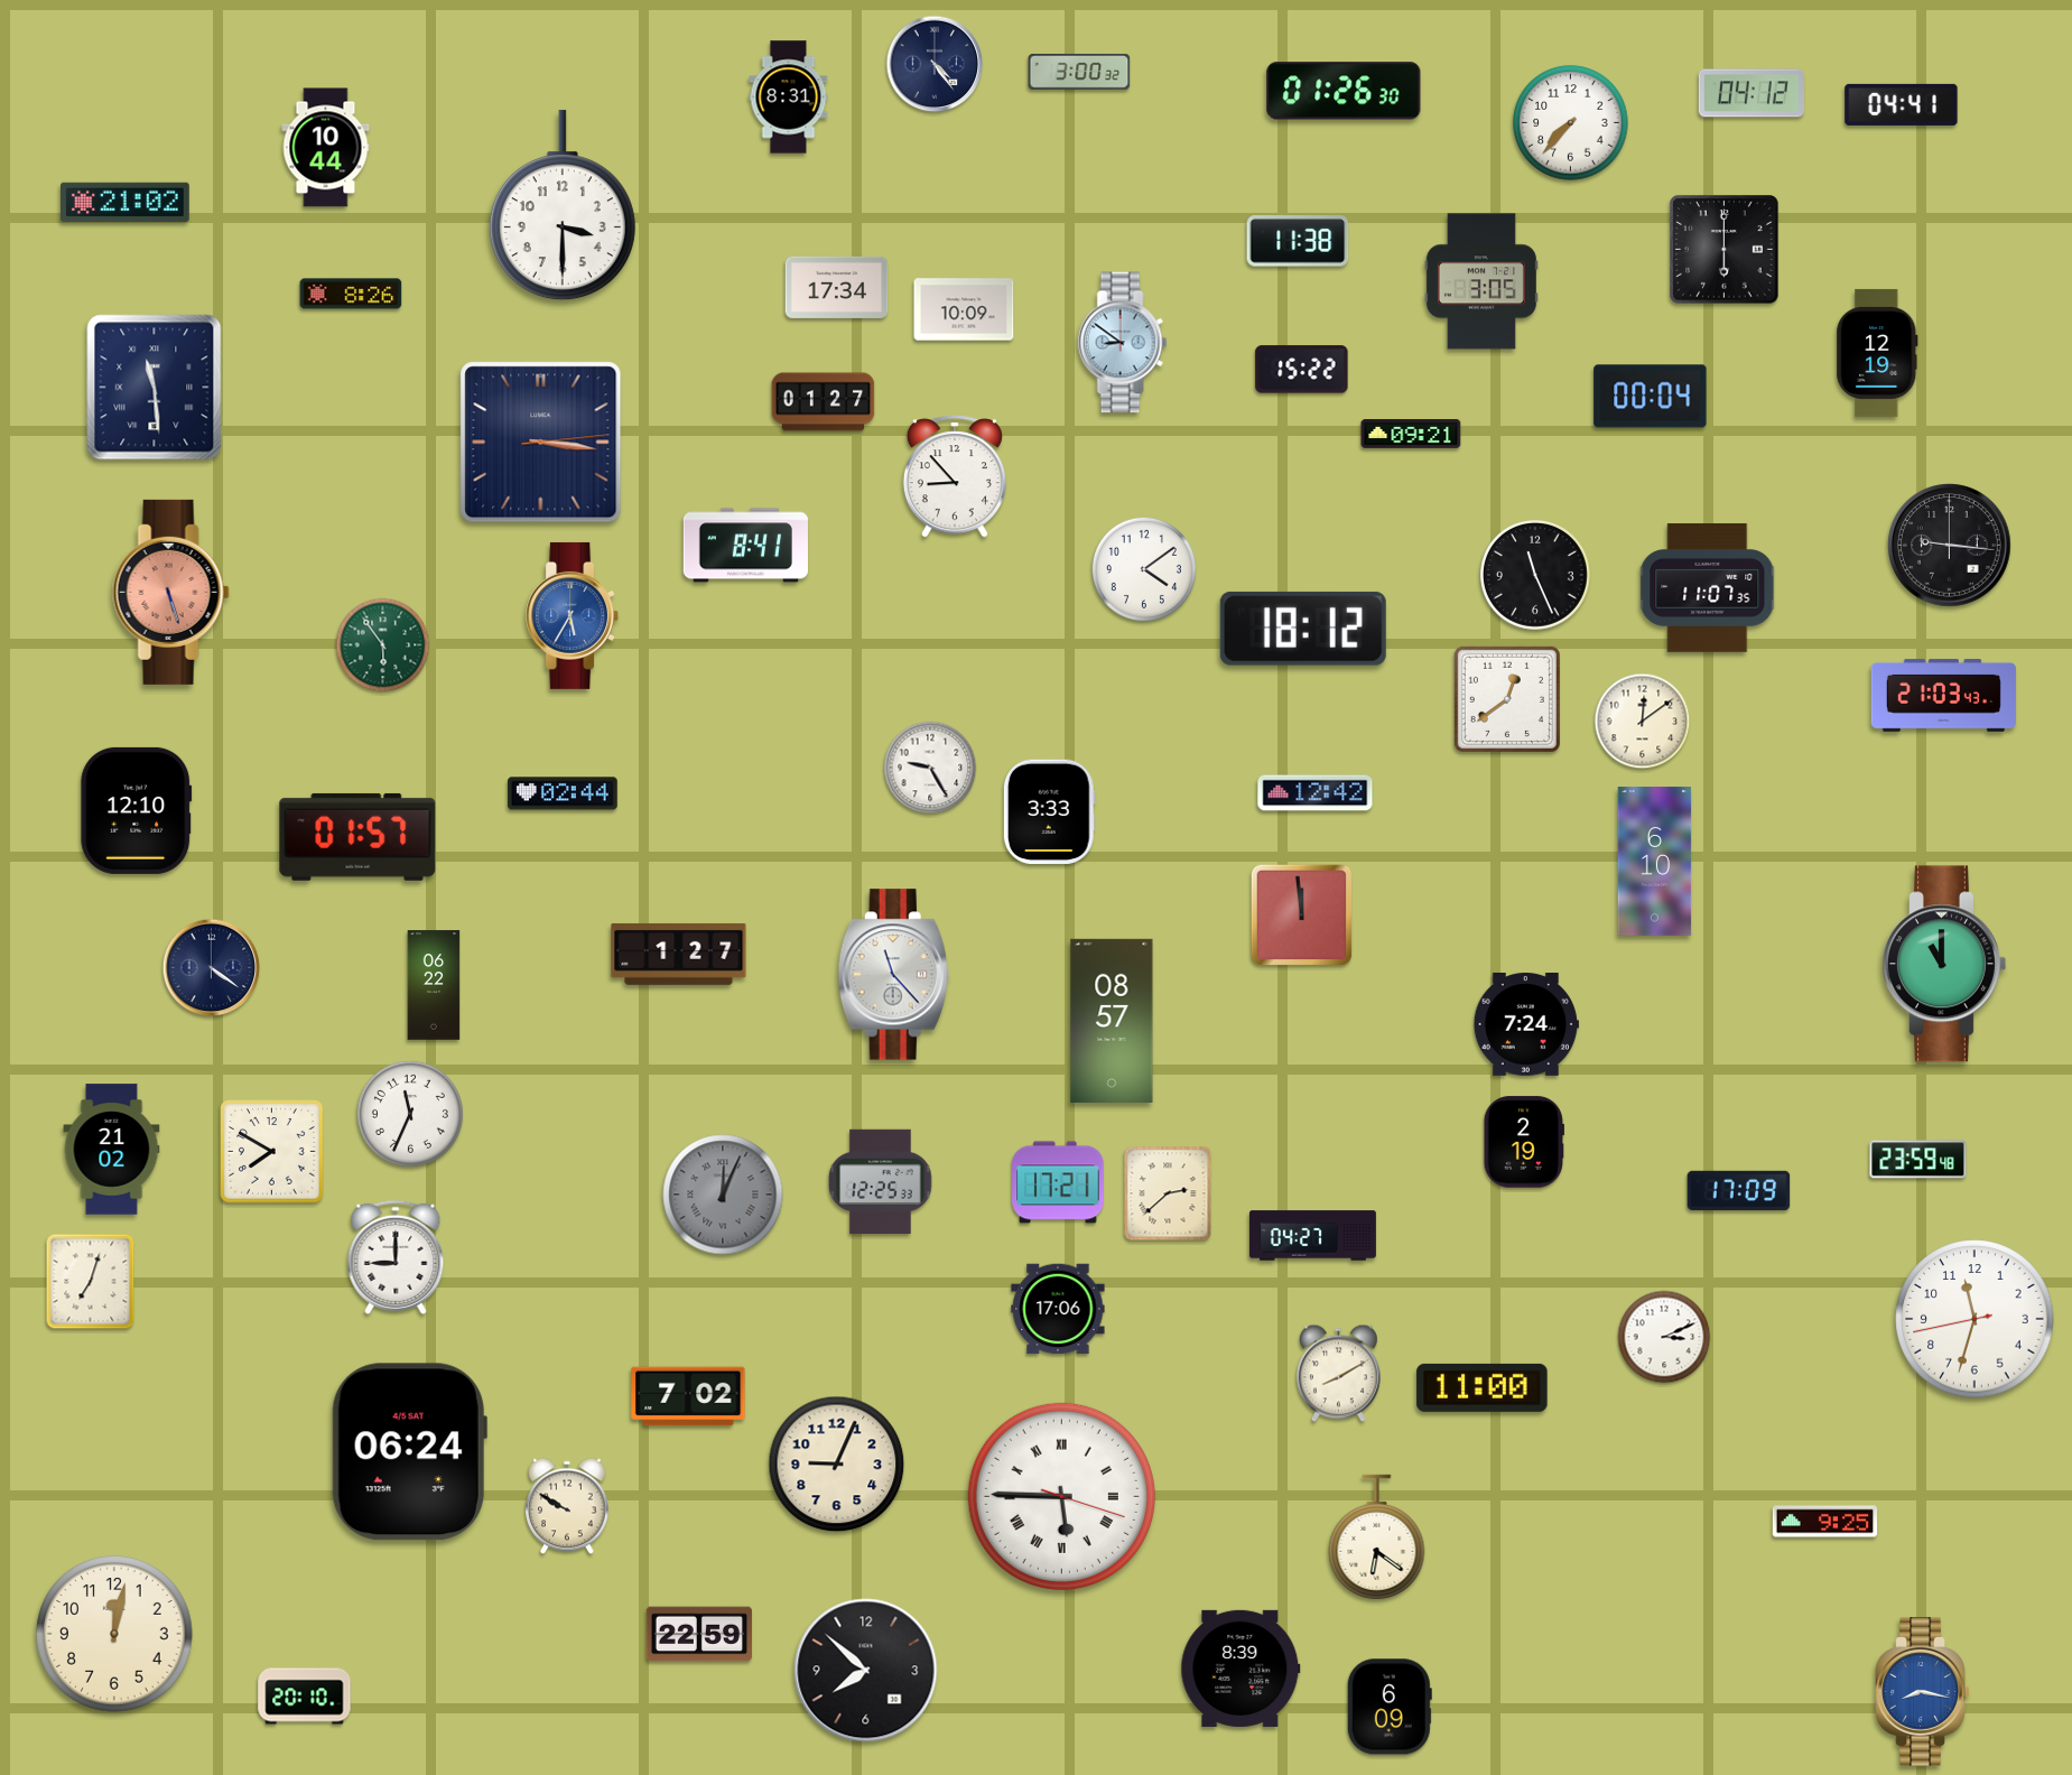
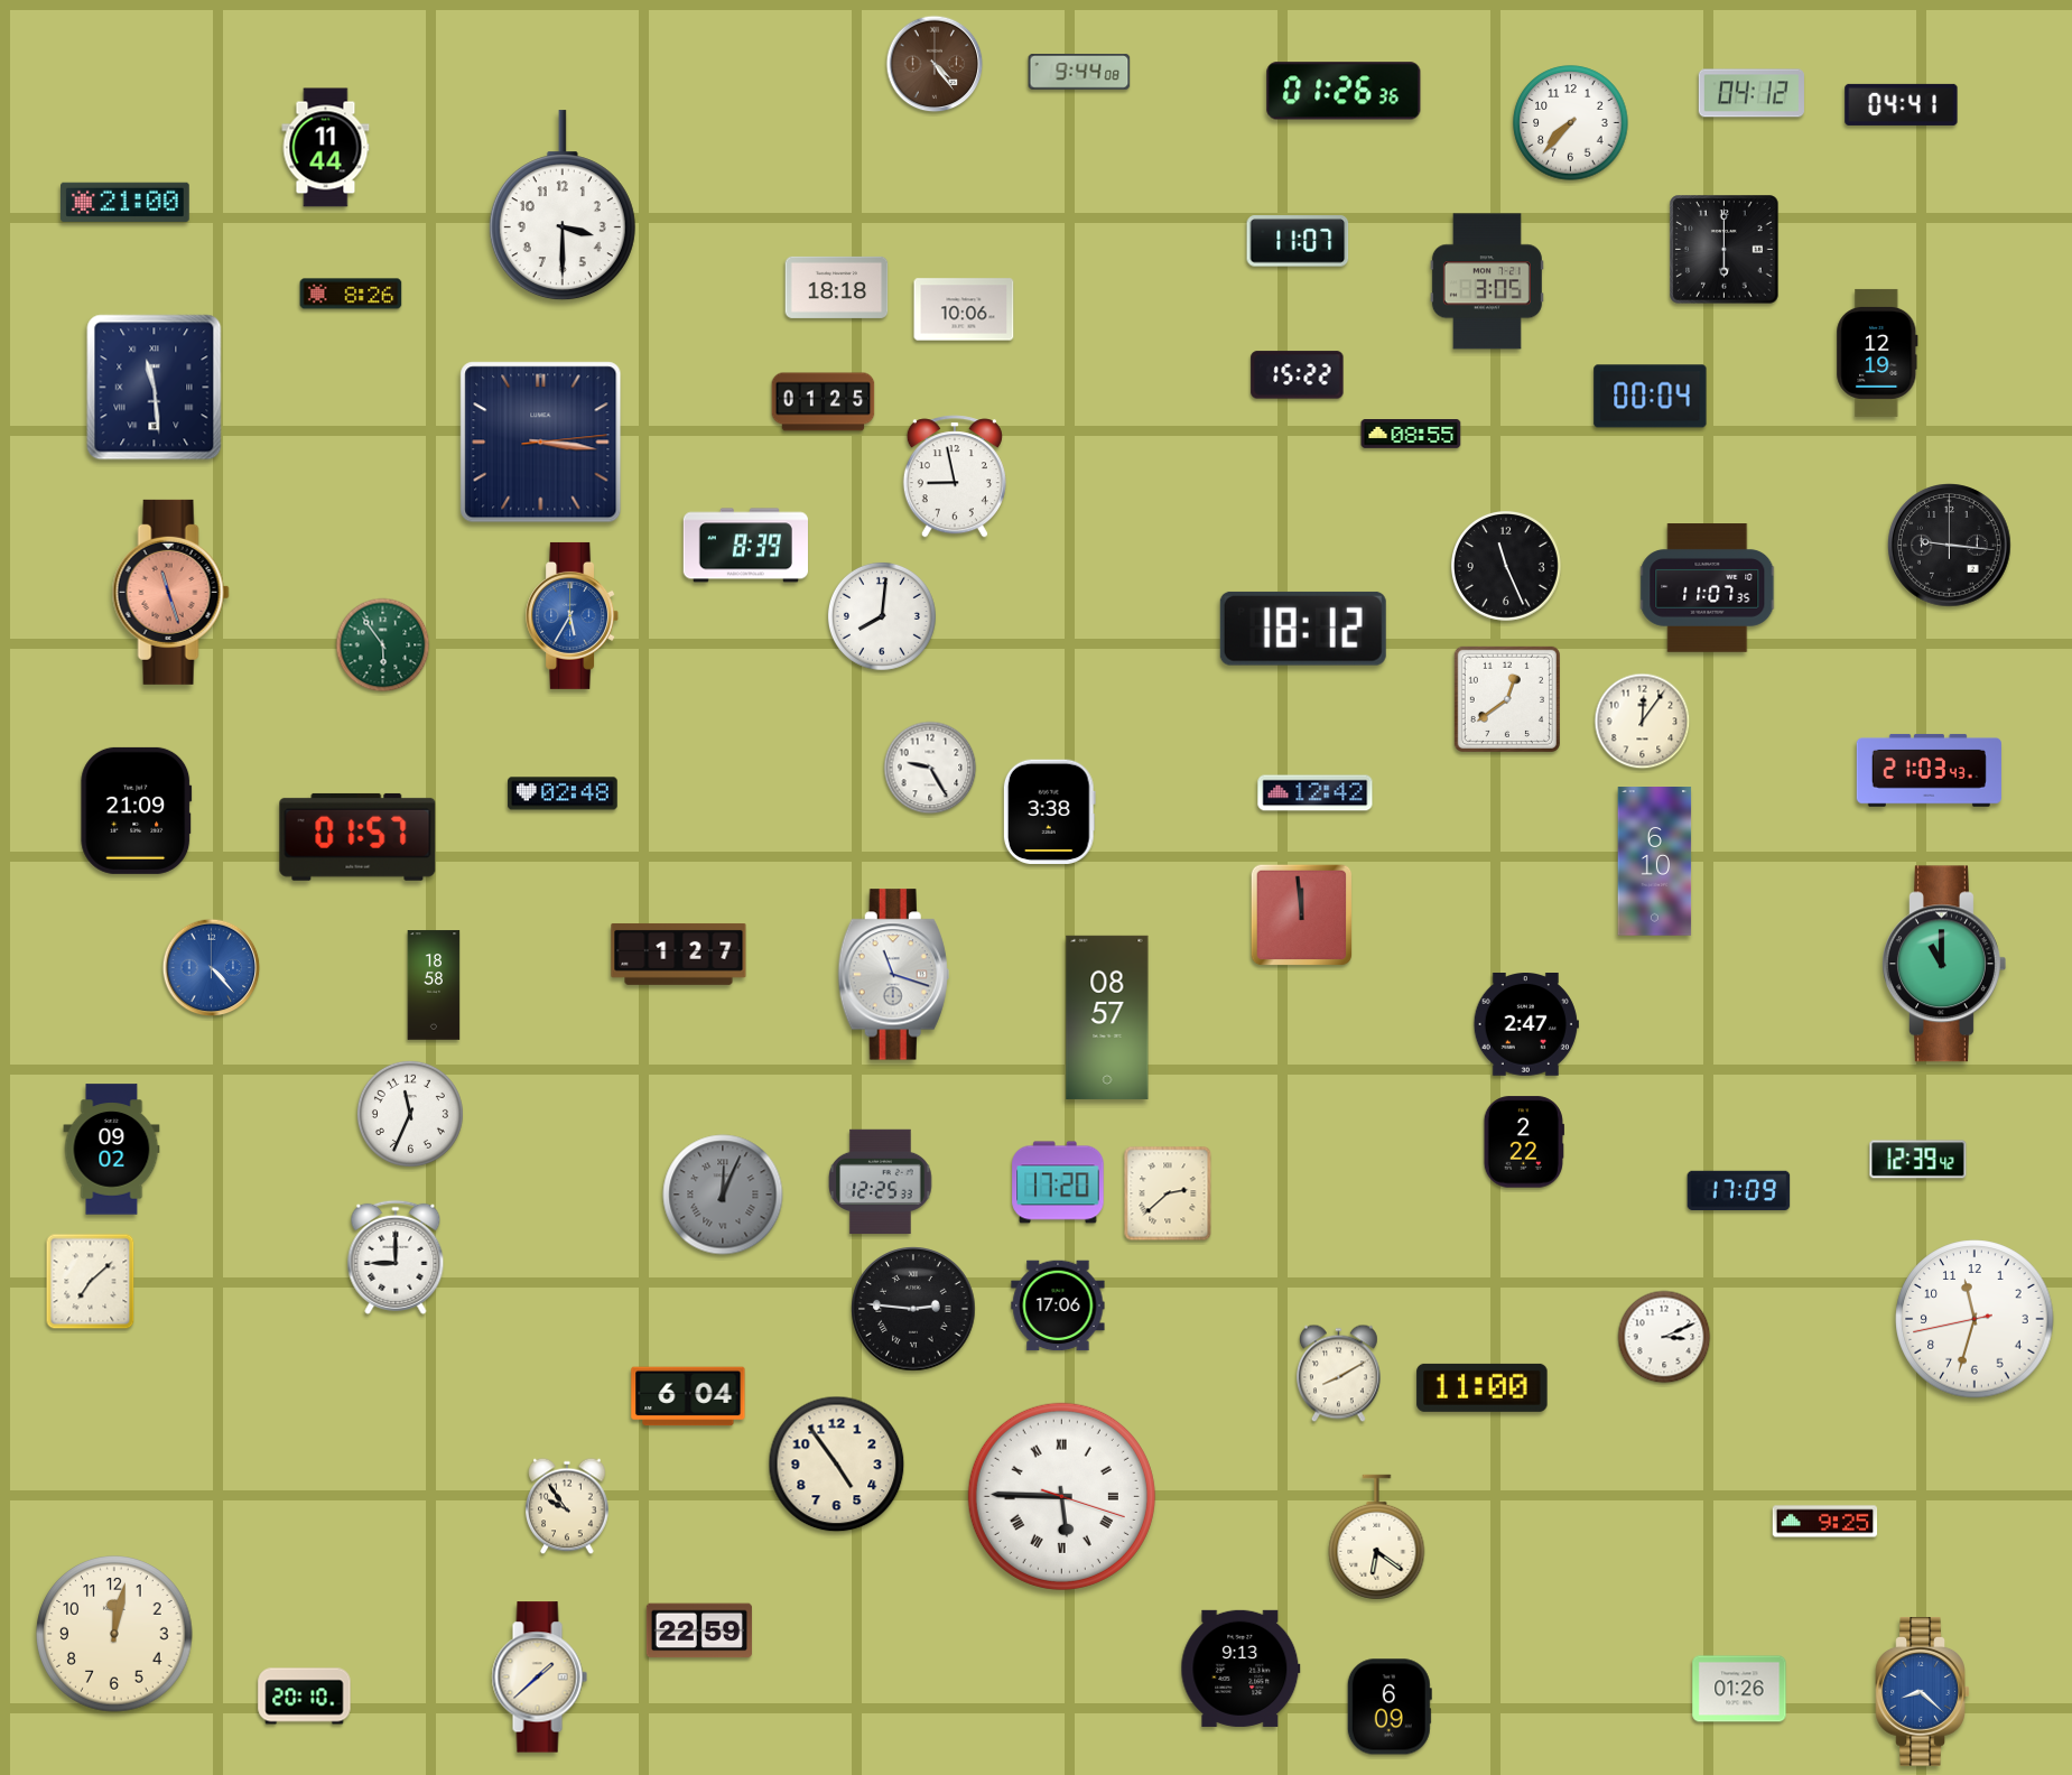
clock at (935, 64) dial: navy -> brown
clock at (1079, 73): 3:00 -> 9:44
clock at (1344, 91): 01:26:30 -> 01:26:36
clock at (789, 97): 8:31 -> none
clock at (326, 148): 10:44 -> 11:44
clock at (126, 202): 21:02 -> 21:00
clock at (1298, 241): 11:38 -> 11:07
clock at (1481, 281) position: (1481, 281) -> (1487, 281)
clock at (837, 287): 17:34 -> 18:18
clock at (964, 309): 10:09 -> 10:06
clock at (1123, 343): 8:51 -> none
clock at (1302, 370) position: (1302, 370) -> (1298, 375)
clock at (824, 402): 01:27 -> 01:25
clock at (1411, 435): 09:21 -> 08:55
clock at (955, 476): 8:53 -> 8:58
clock at (745, 546): 8:41 -> 8:39
clock at (1144, 569): 4:09 -> none
clock at (1536, 576) position: (1536, 576) -> (1507, 567)
clock at (170, 592): 5:27 -> 11:27
clock at (882, 616): none -> 8:01
clock at (1943, 695) position: (1943, 695) -> (1929, 770)
clock at (1643, 722): 12:09 -> 12:06
clock at (563, 793): 02:44 -> 02:48
clock at (137, 810): 12:10 -> 21:09
clock at (1049, 811): 3:33 -> 3:38
clock at (212, 968): 4:21 -> 4:23
clock at (212, 968) dial: navy -> blue
clock at (893, 975): 11:23 -> 11:18
clock at (434, 985): 06:22 -> 18:58
clock at (1112, 1021) position: (1112, 1021) -> (1107, 1017)
clock at (1526, 1025): 7:24 -> 2:47
clock at (1524, 1142): 2:19 -> 2:22
clock at (112, 1150): 21:02 -> 09:02
clock at (272, 1152): 7:50 -> none
clock at (1918, 1160): 23:59 -> 12:39
clock at (1058, 1182): 17:21 -> 17:20
clock at (1312, 1236): 04:27 -> none
clock at (91, 1282): 7:03 -> 7:08
clock at (913, 1309): none -> 2:46
clock at (1058, 1309) position: (1058, 1309) -> (1058, 1305)
clock at (688, 1396): 7:02 -> 6:04
clock at (409, 1452): 06:24 -> none
clock at (837, 1465): 9:04 -> 4:54
clock at (567, 1506): 9:50 -> 9:54
clock at (699, 1634) position: (699, 1634) -> (699, 1630)
clock at (1241, 1669): 8:39 -> 9:13
clock at (866, 1671): 7:52 -> none
clock at (539, 1678): none -> 1:38
clock at (1739, 1689): none -> 01:26
clock at (1923, 1692): 8:17 -> 8:22
